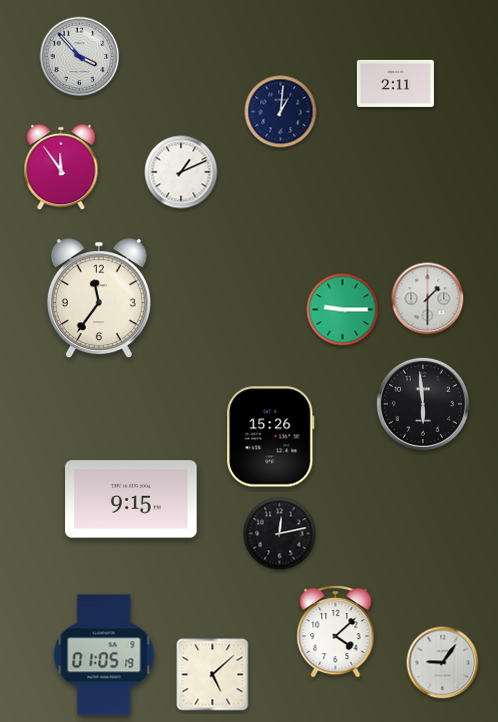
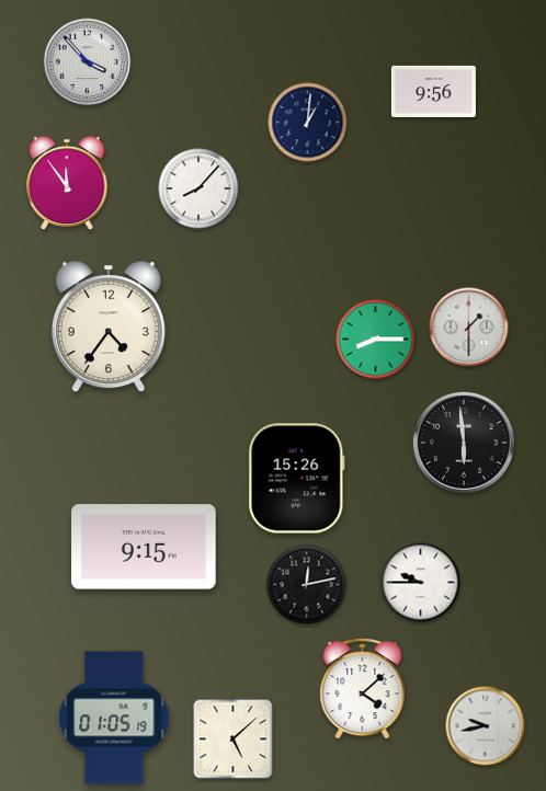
clock at (395, 83): 2:11 -> 9:56
clock at (181, 172): 1:11 -> 8:07
clock at (99, 299): 11:36 -> 4:36
clock at (343, 310): 9:15 -> 8:15
clock at (421, 583): none -> 9:45
clock at (336, 632) position: (336, 632) -> (363, 689)
clock at (443, 663): 9:06 -> 9:43
